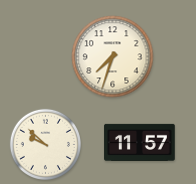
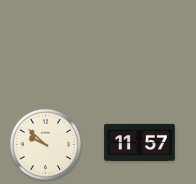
clock at (113, 57): 7:33 -> none
